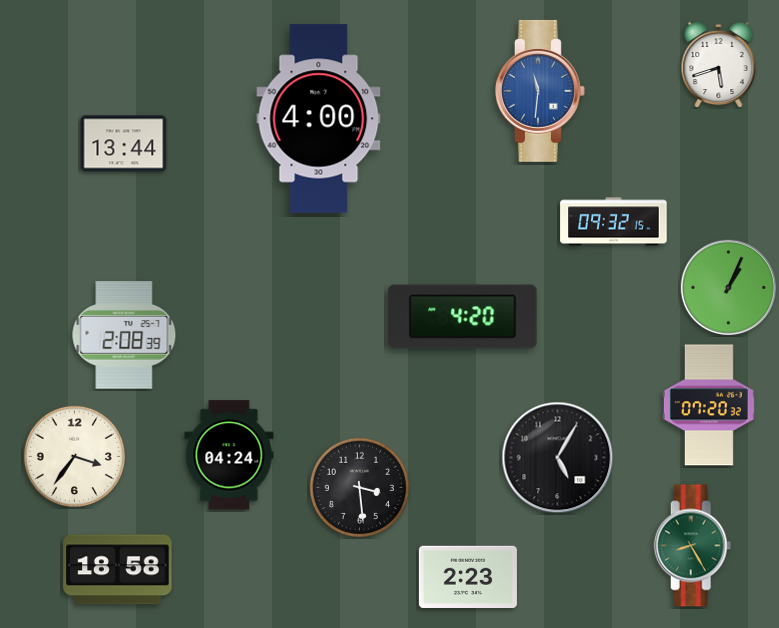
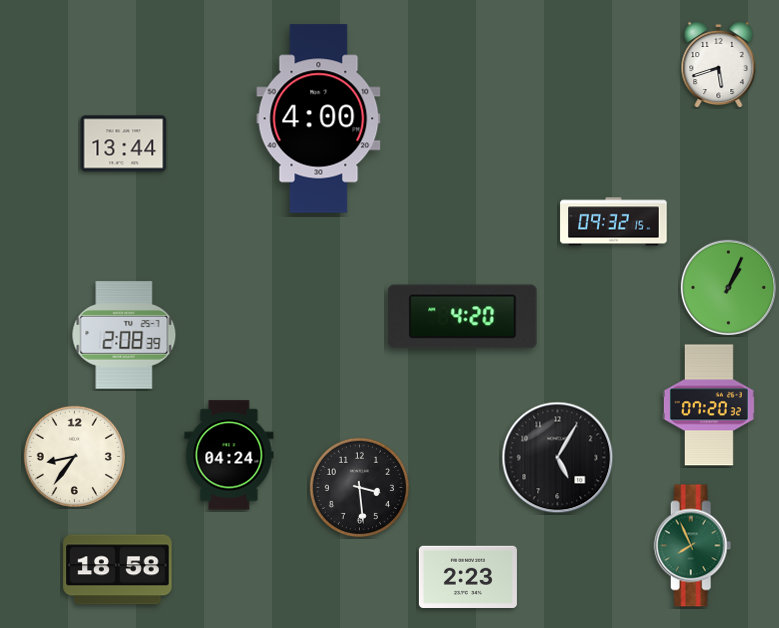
clock at (540, 91): 11:31 -> none
clock at (74, 456): 3:36 -> 8:36
clock at (693, 546): 8:25 -> 7:56
